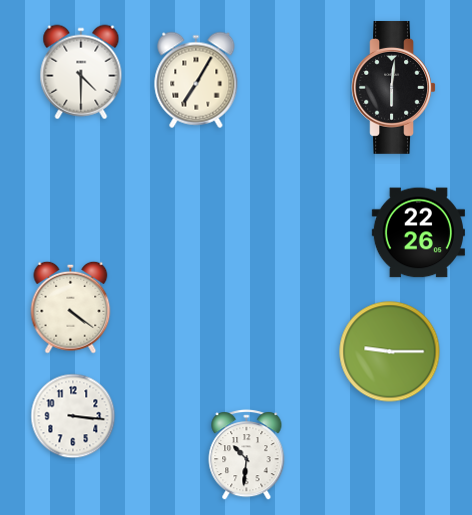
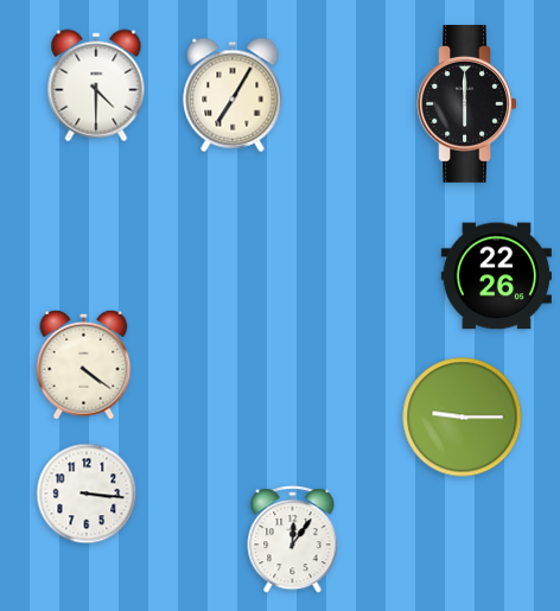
clock at (393, 87): 6:01 -> 6:00
clock at (247, 455): 10:31 -> 12:06
